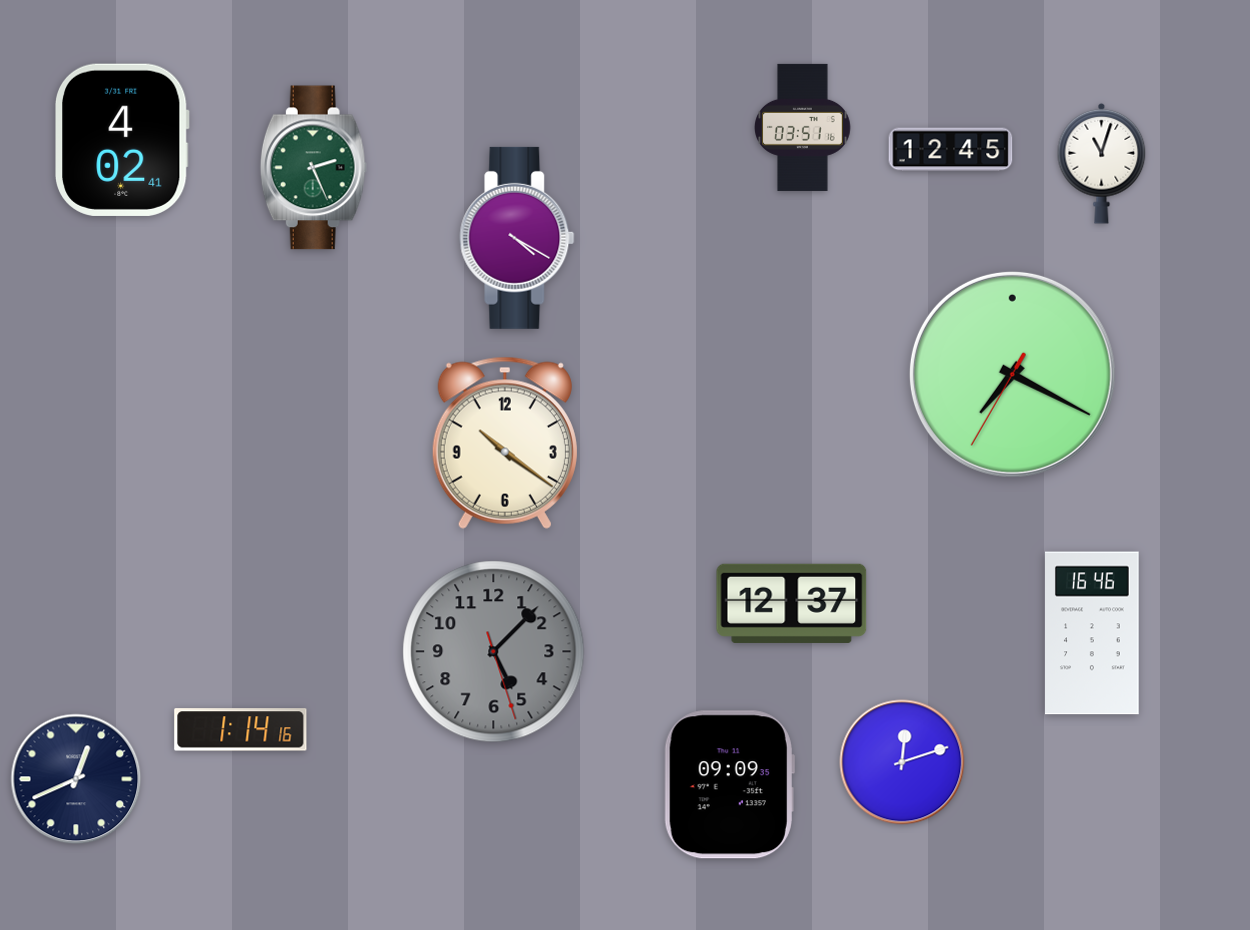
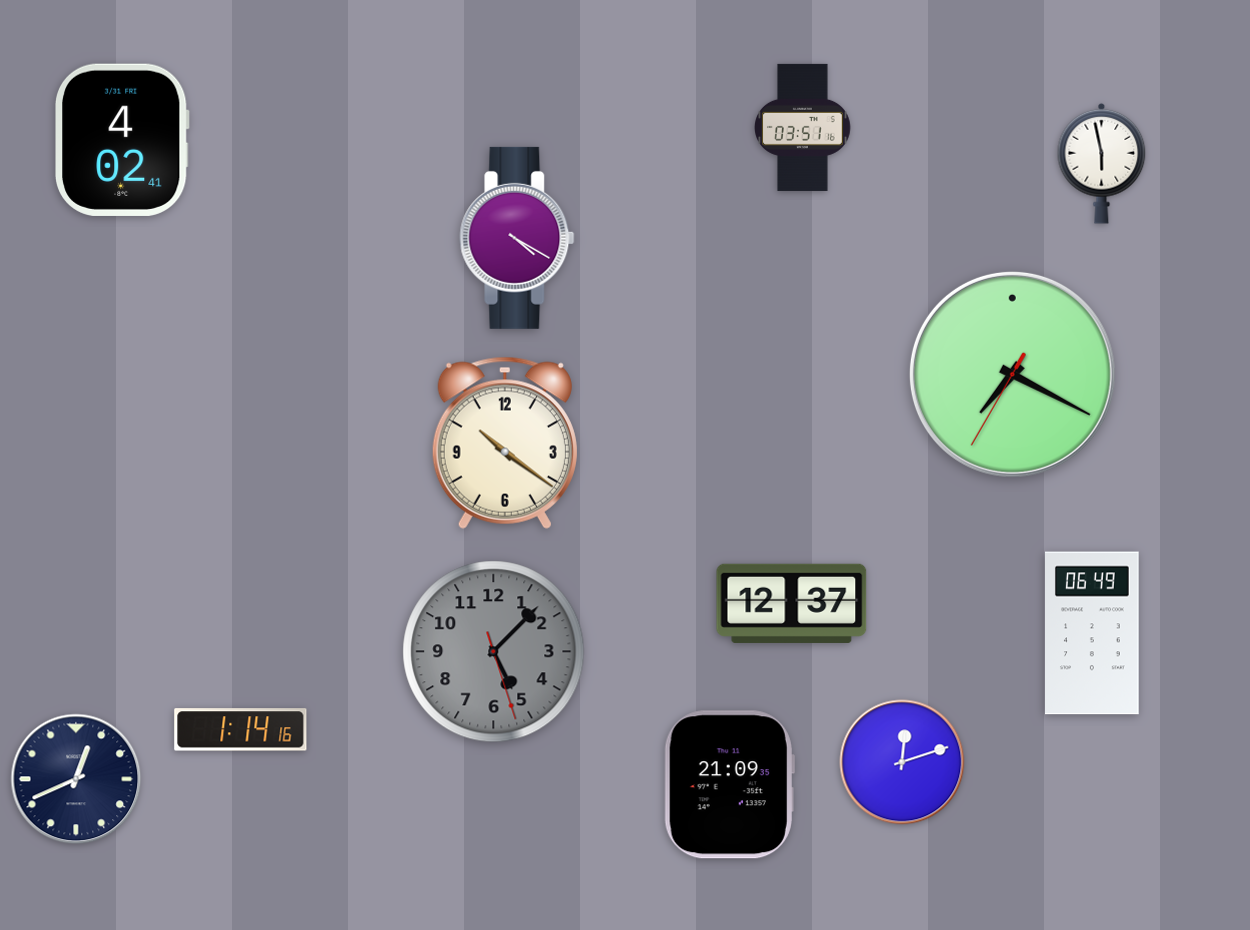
clock at (951, 150): 12:45 -> none
clock at (1102, 163): 11:03 -> 5:58
clock at (313, 168): 2:26 -> none
clock at (1092, 633): 16:46 -> 06:49
clock at (729, 785): 09:09 -> 21:09
